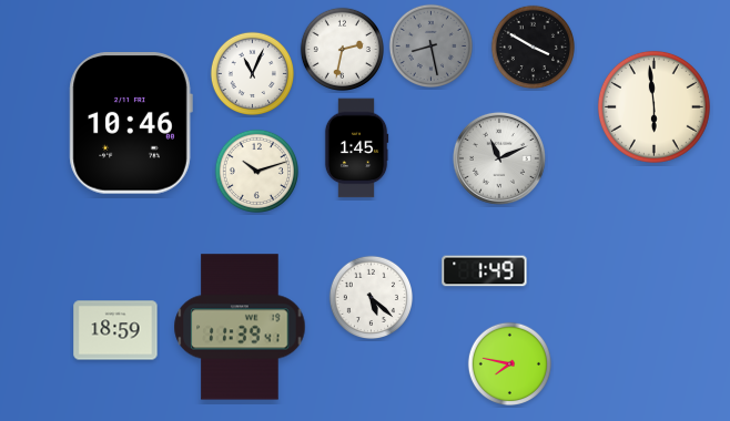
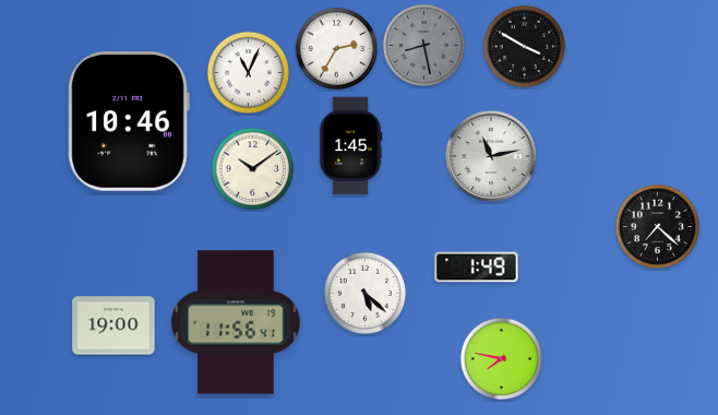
clock at (342, 49): 2:32 -> 2:35
clock at (653, 106): 5:59 -> none
clock at (499, 158): 11:11 -> 11:13
clock at (256, 171): 10:12 -> 10:09
clock at (657, 226): none -> 7:22
clock at (240, 327): 11:39 -> 11:56
clock at (115, 330): 18:59 -> 19:00
